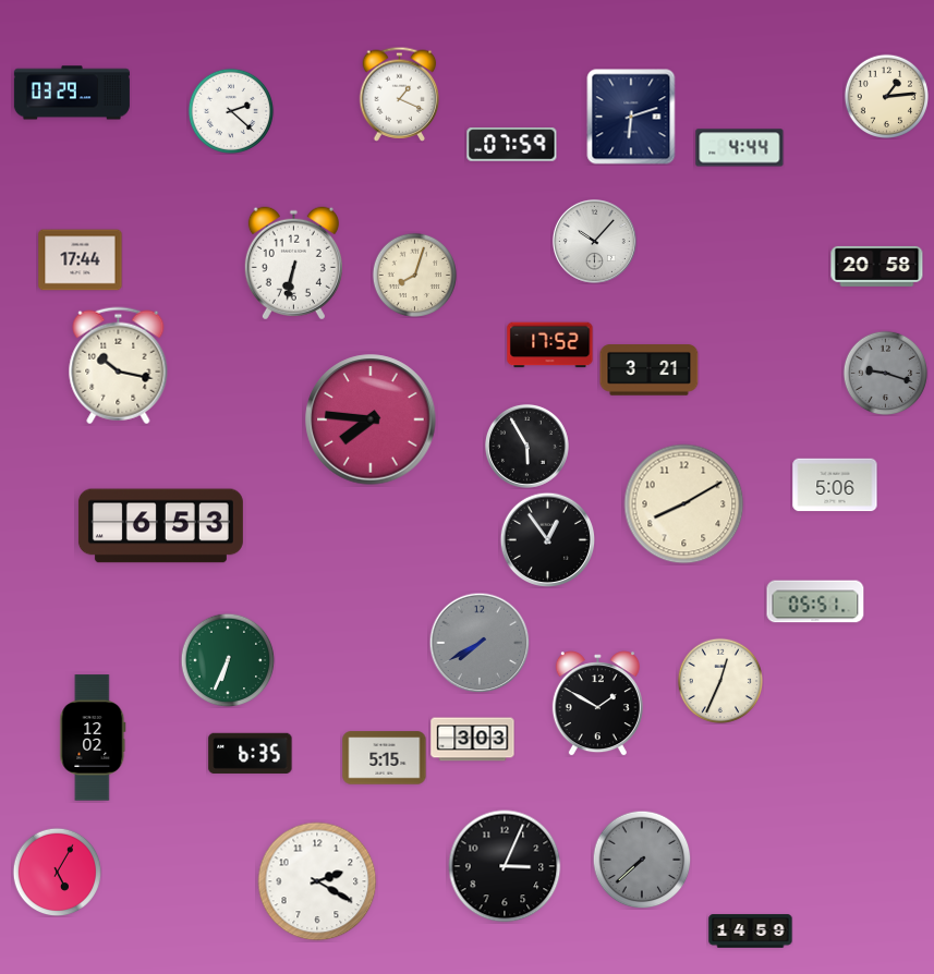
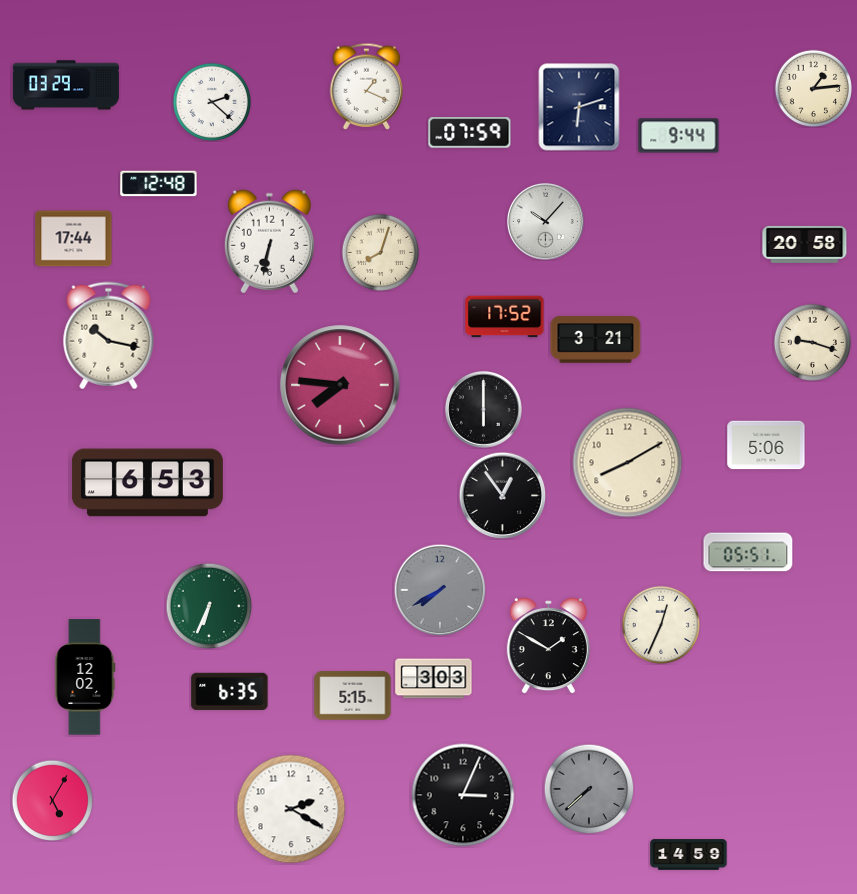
clock at (740, 148): 4:44 -> 9:44
clock at (159, 184): none -> 12:48
clock at (885, 373) dial: grey -> cream
clock at (526, 446): 5:55 -> 6:00
